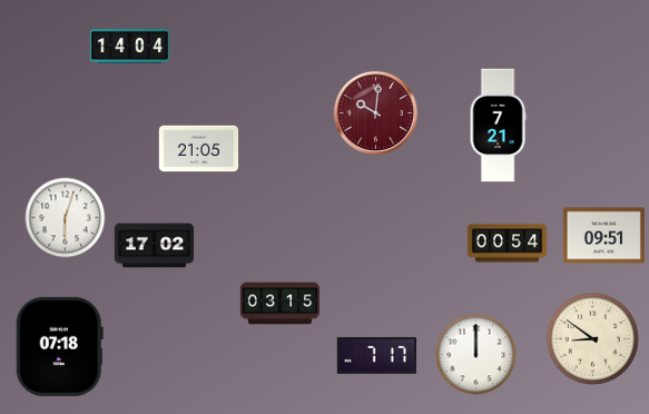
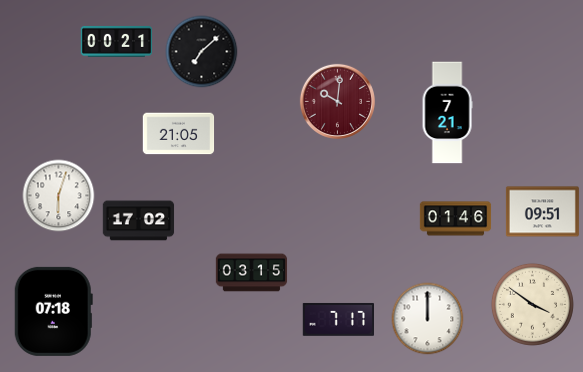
clock at (130, 46): 14:04 -> 00:21
clock at (202, 52): none -> 7:08
clock at (508, 244): 00:54 -> 01:46
clock at (592, 338): 8:51 -> 3:51
